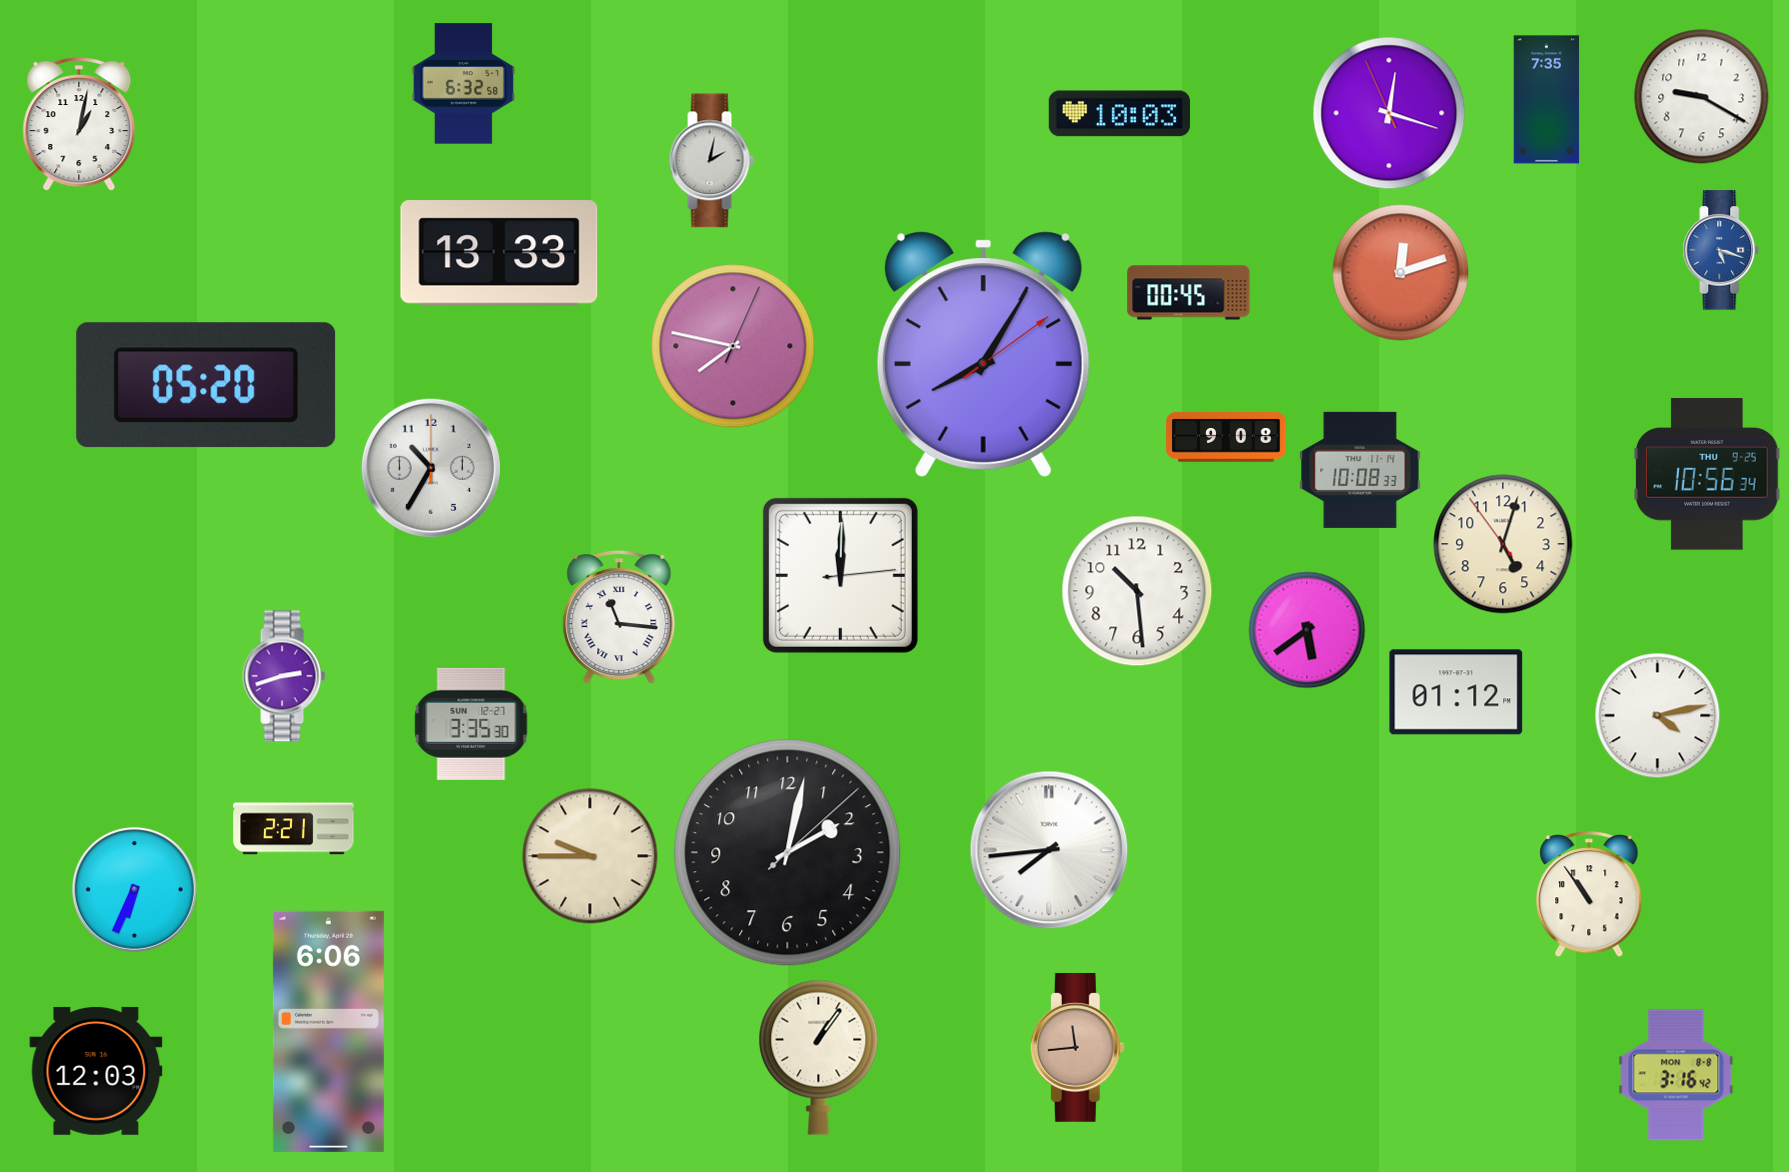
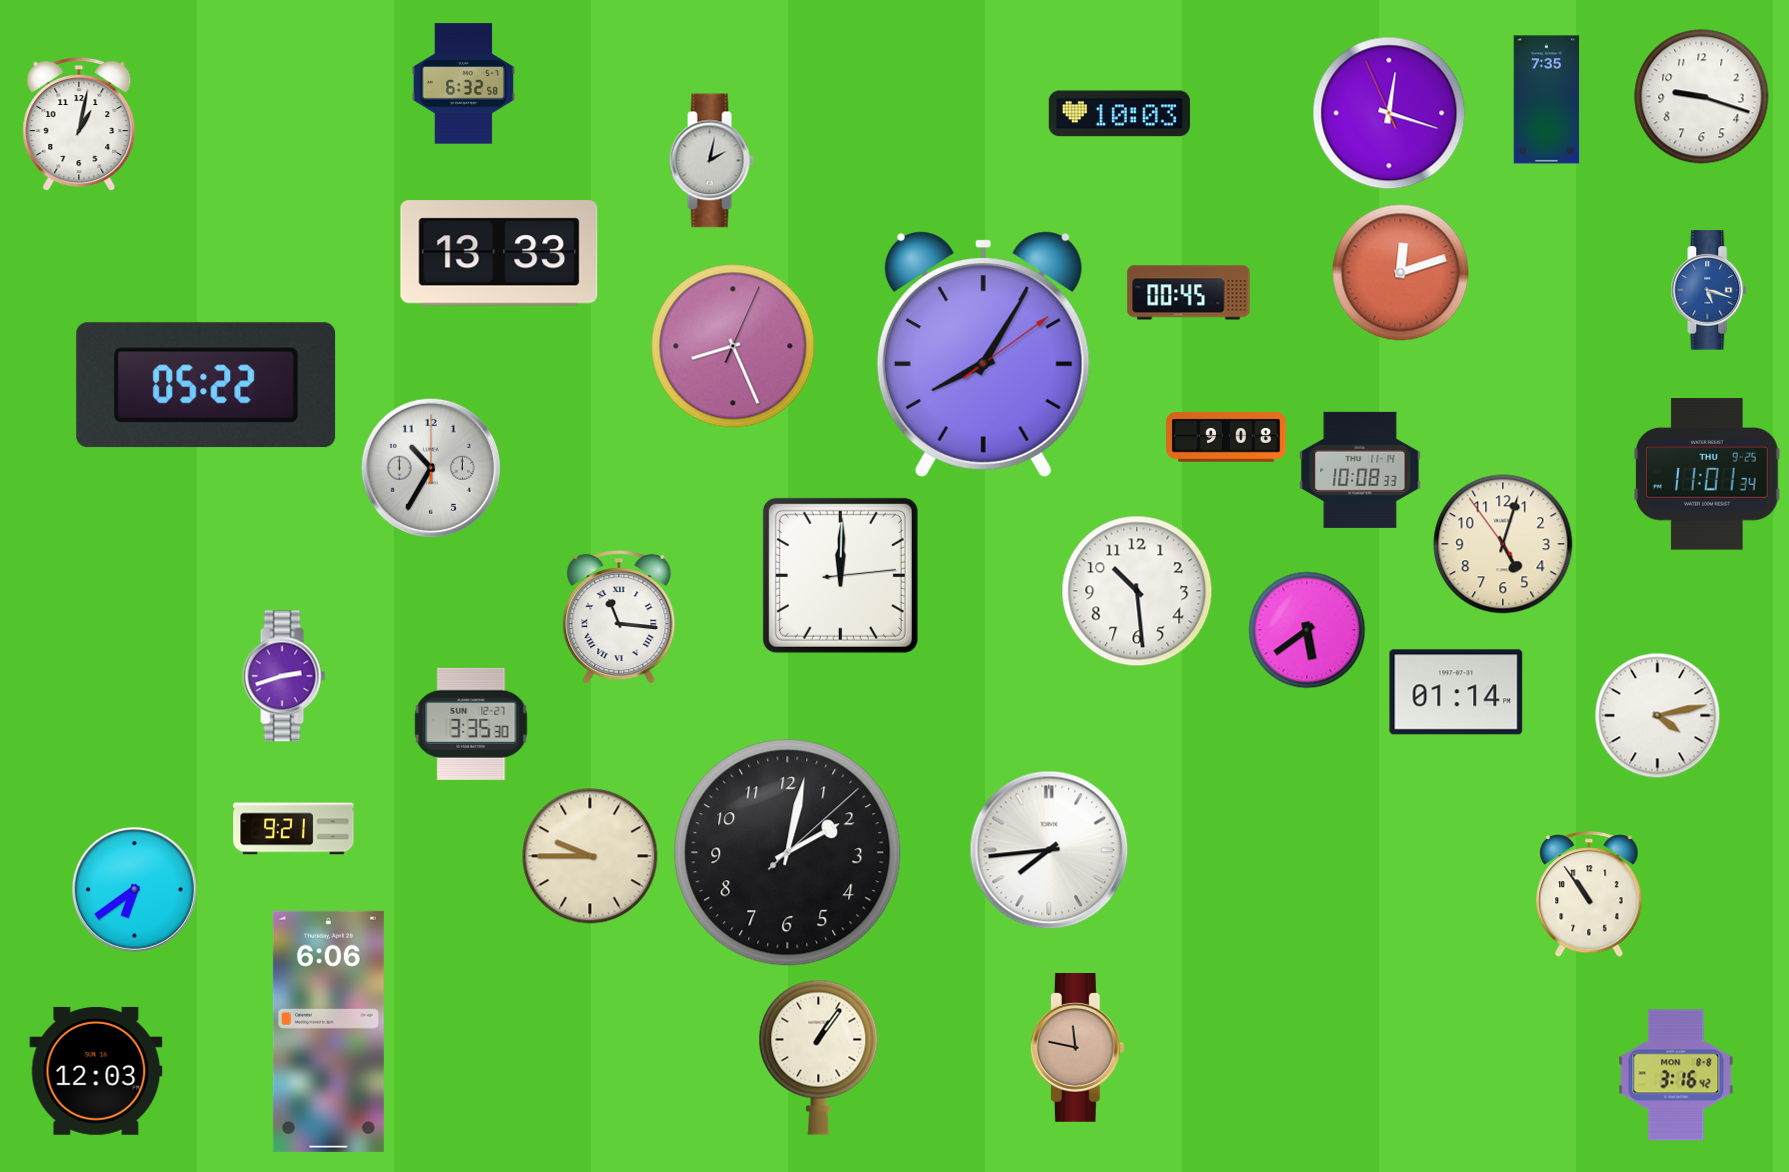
clock at (1702, 97): 9:20 -> 9:18
clock at (1721, 250) position: (1721, 250) -> (1709, 290)
clock at (733, 346): 7:47 -> 8:26
clock at (206, 385): 05:20 -> 05:22
clock at (1708, 474): 10:56 -> 11:01
clock at (1456, 692): 01:12 -> 01:14
clock at (294, 829): 2:21 -> 9:21
clock at (134, 889): 6:34 -> 6:39
clock at (1077, 1047): 11:44 -> 11:47
